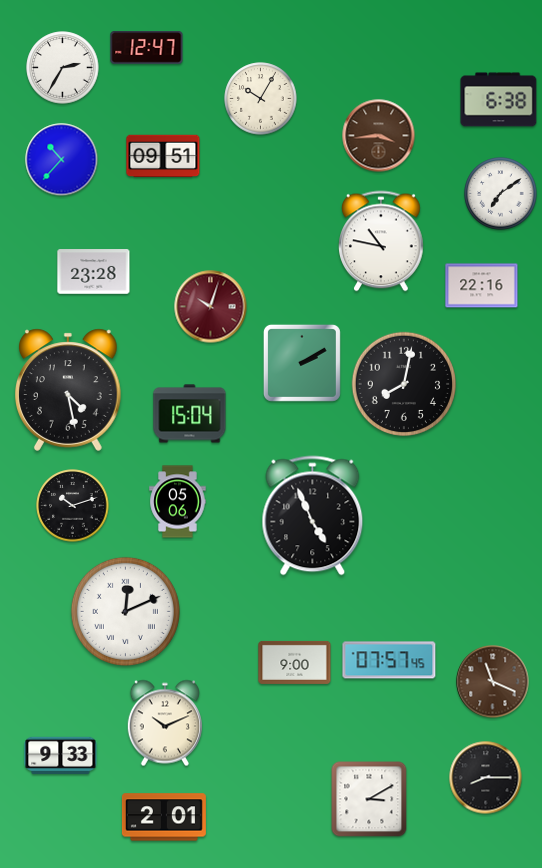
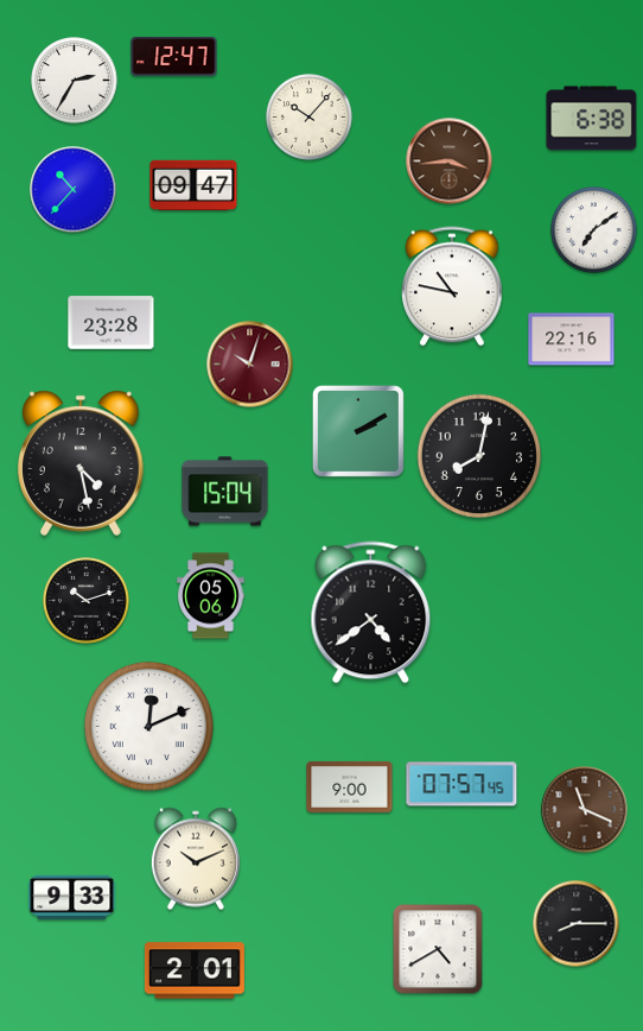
clock at (261, 99): 10:05 -> 10:07
clock at (163, 156): 09:51 -> 09:47
clock at (313, 516): 4:56 -> 4:39
clock at (369, 799): 3:10 -> 4:40
